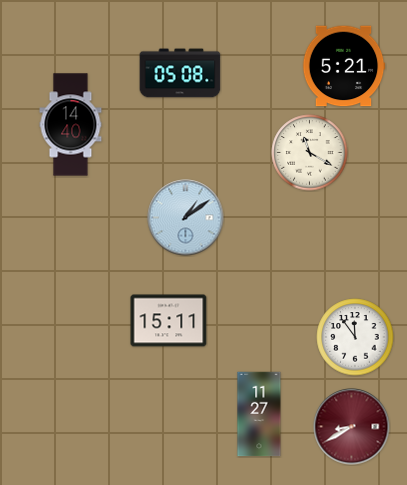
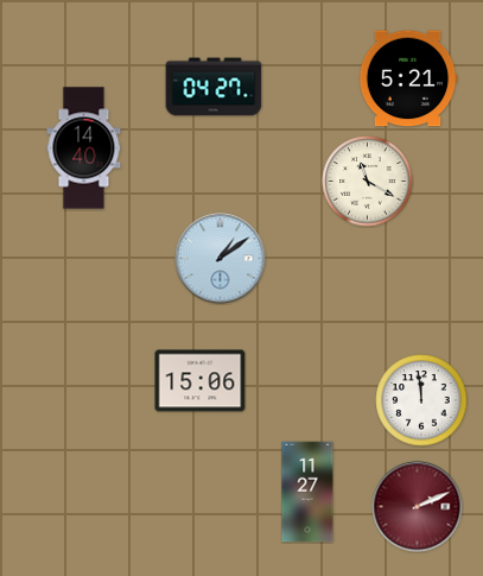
clock at (180, 73): 05:08 -> 04:27
clock at (169, 321): 15:11 -> 15:06
clock at (355, 337): 11:54 -> 11:59
clock at (352, 427): 8:40 -> 2:11
